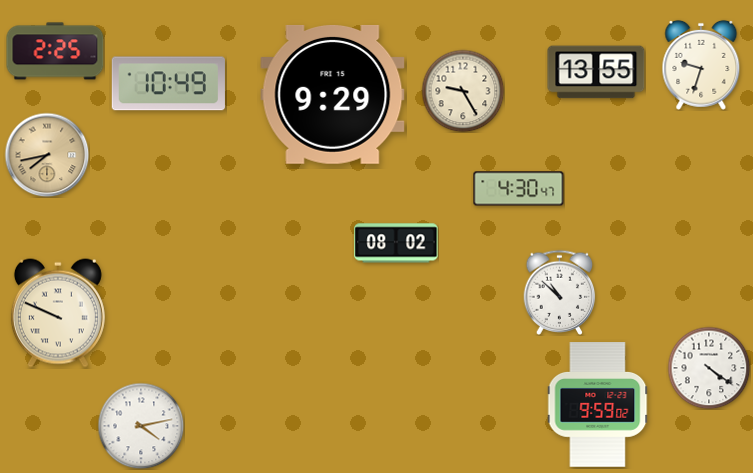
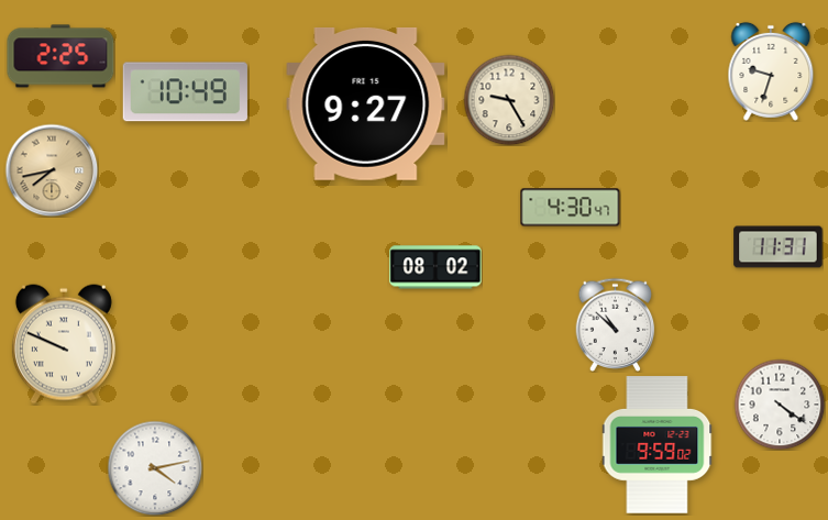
clock at (596, 72): 13:55 -> none
clock at (333, 94): 9:29 -> 9:27
clock at (779, 247): none -> 11:31
clock at (560, 292) position: (560, 292) -> (616, 324)
